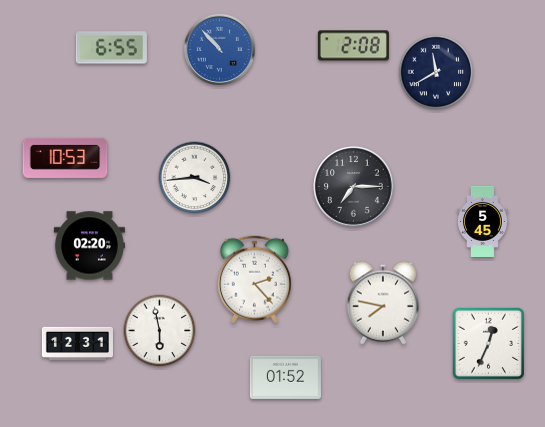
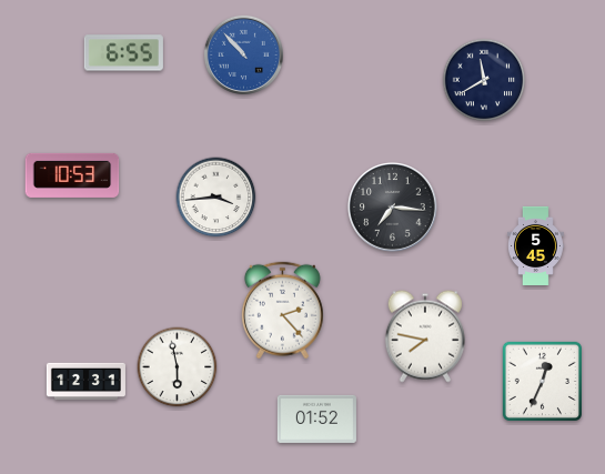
clock at (353, 46): 2:08 -> none
clock at (354, 187): 7:15 -> 7:16
clock at (89, 246): 02:20 -> none
